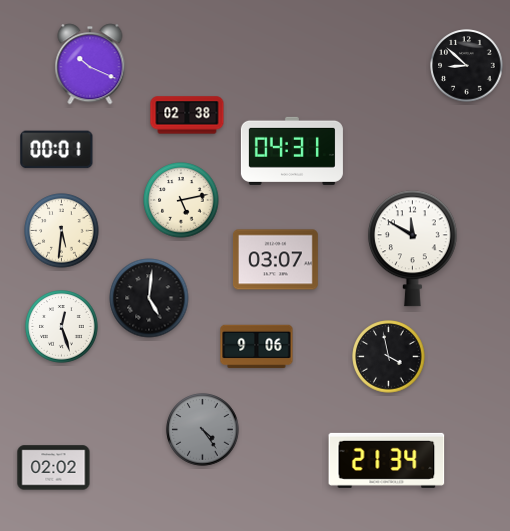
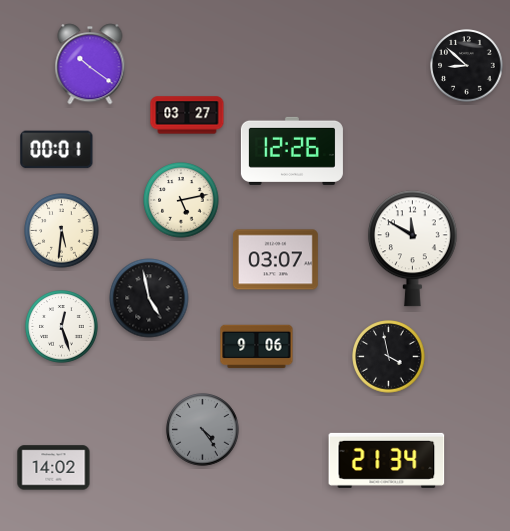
clock at (90, 64): 10:19 -> 10:21
clock at (187, 115): 02:38 -> 03:27
clock at (292, 151): 04:31 -> 12:26
clock at (149, 298): 5:01 -> 4:58
clock at (54, 468): 02:02 -> 14:02
